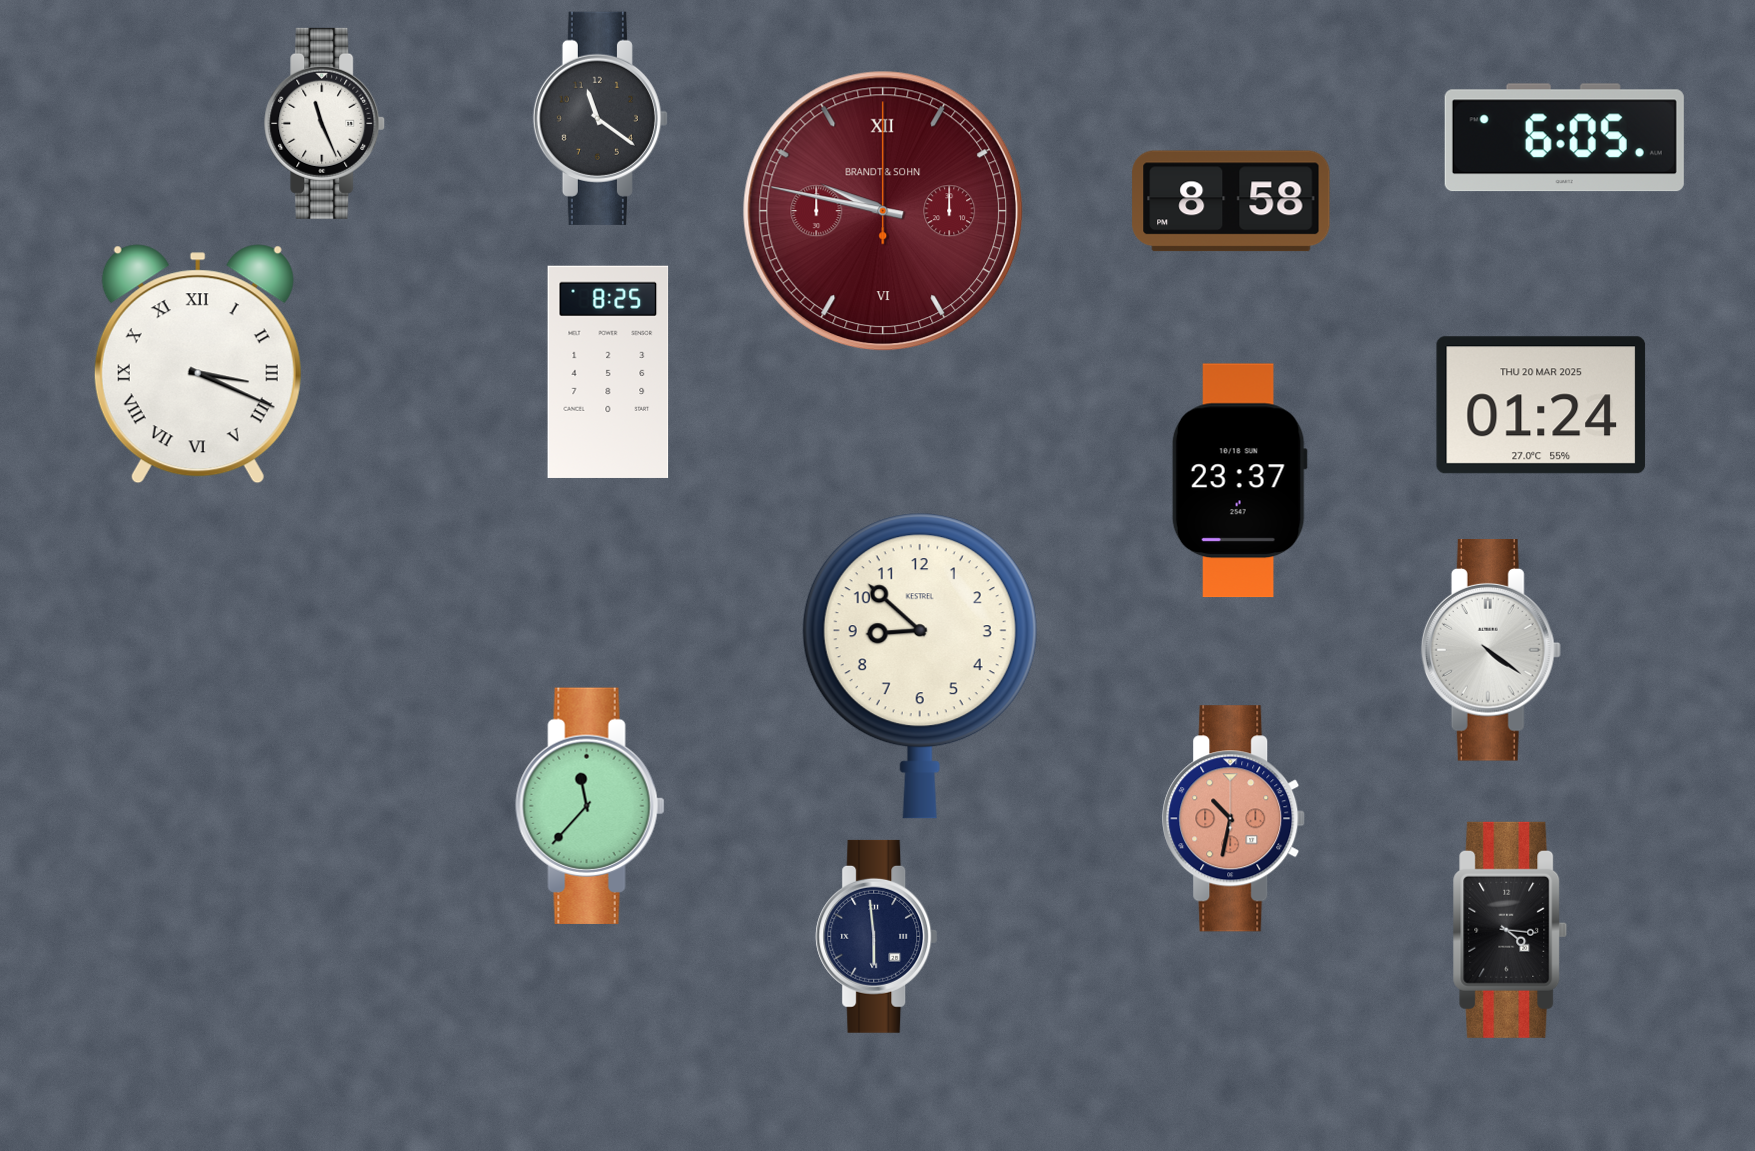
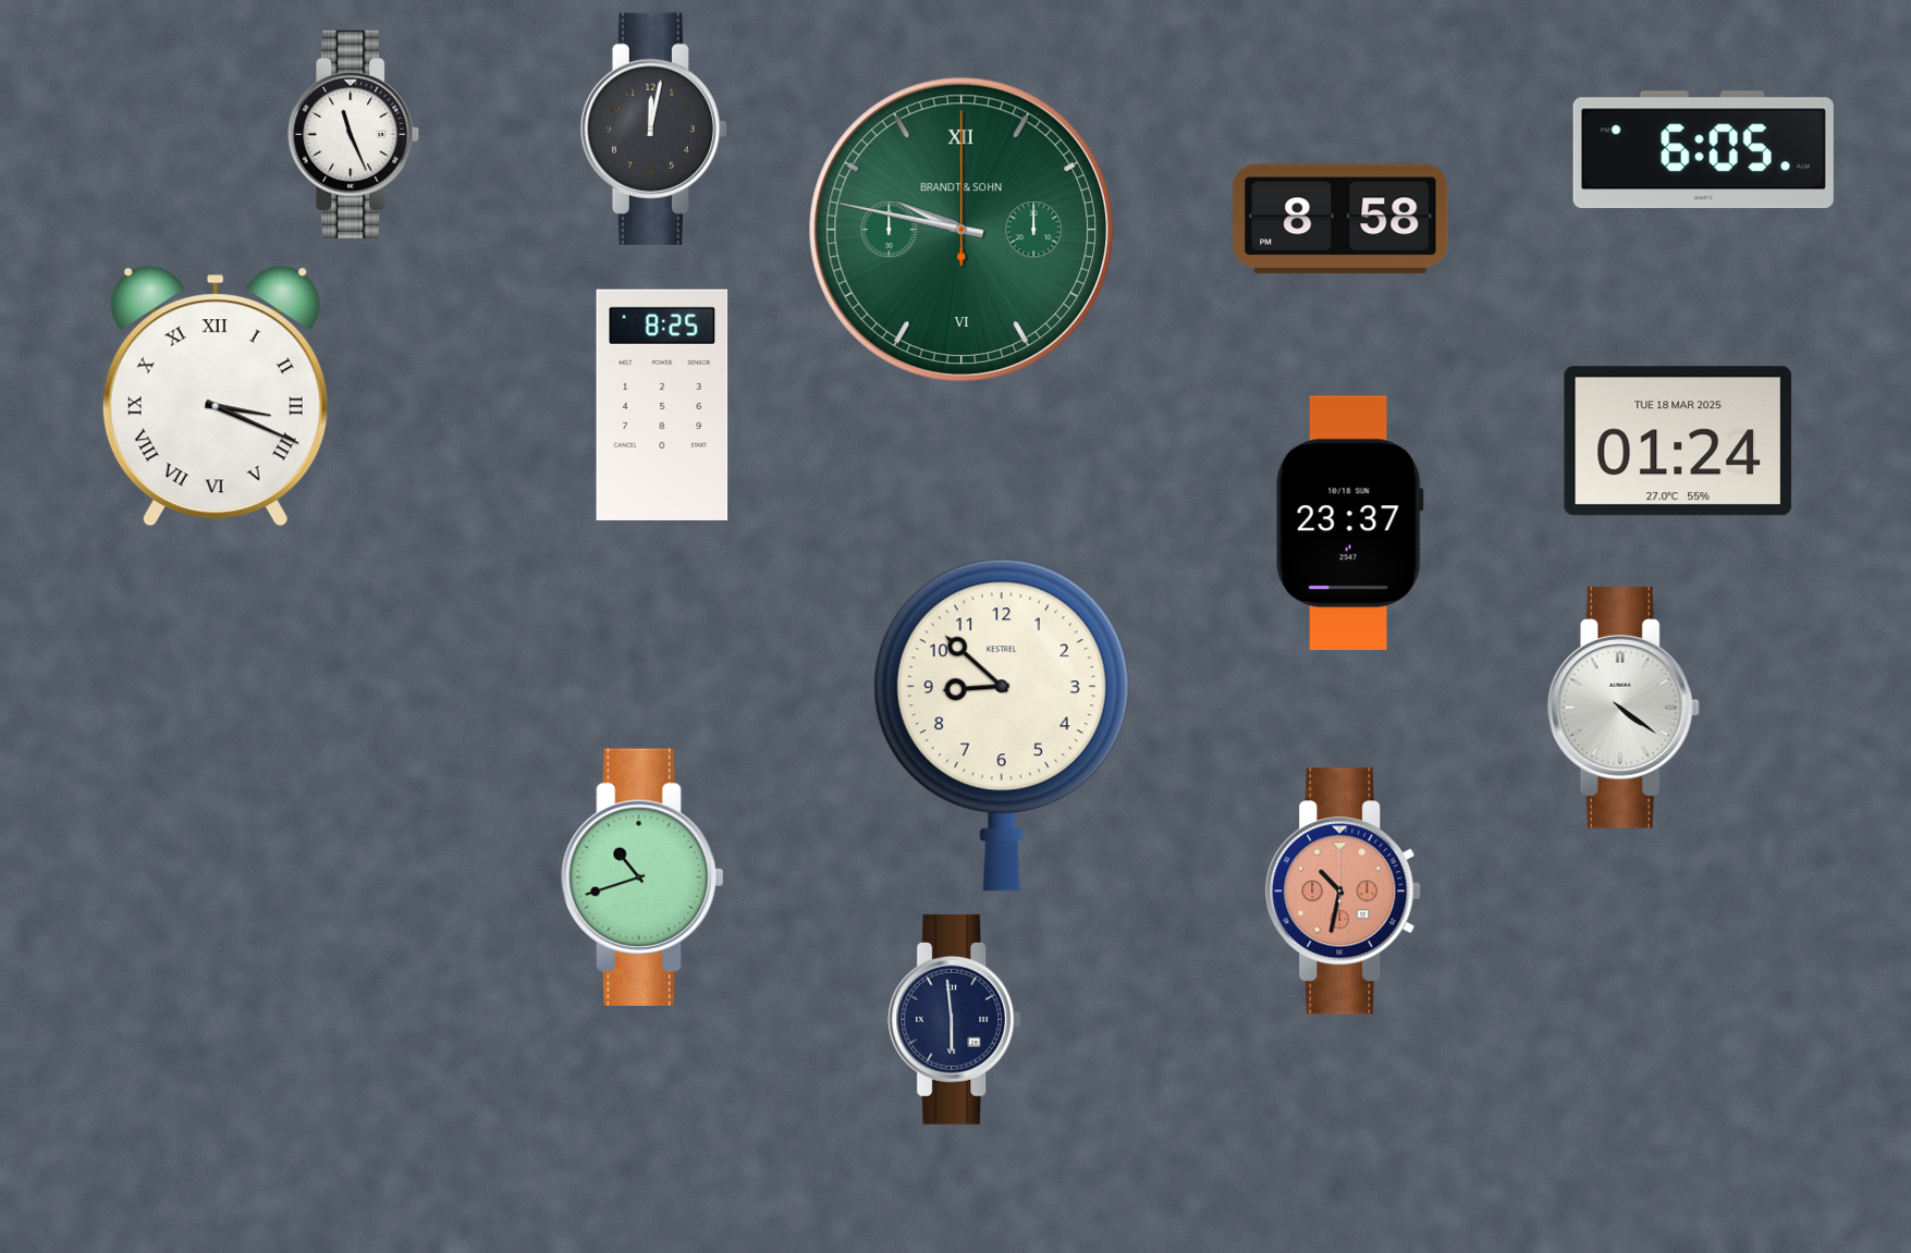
clock at (600, 118): 11:21 -> 12:02
clock at (883, 211) dial: burgundy -> green
clock at (1541, 405) date: THU 20 MAR 2025 -> TUE 18 MAR 2025
clock at (590, 806): 11:37 -> 10:42
clock at (1510, 930): 4:16 -> none
